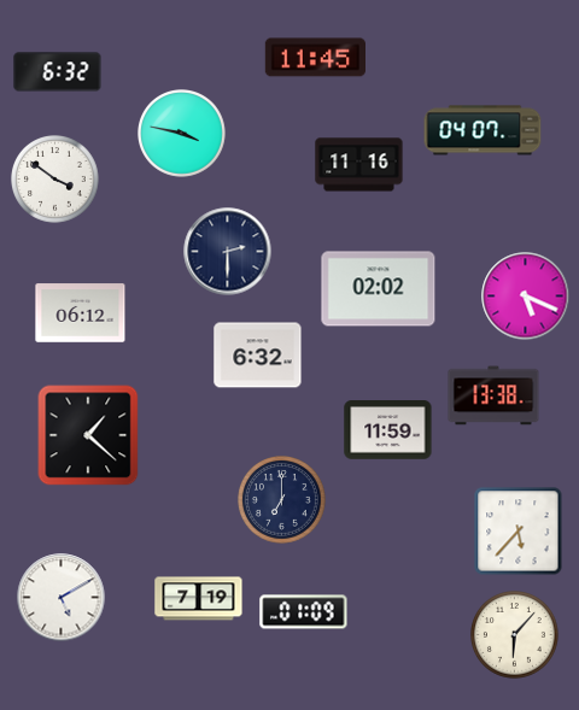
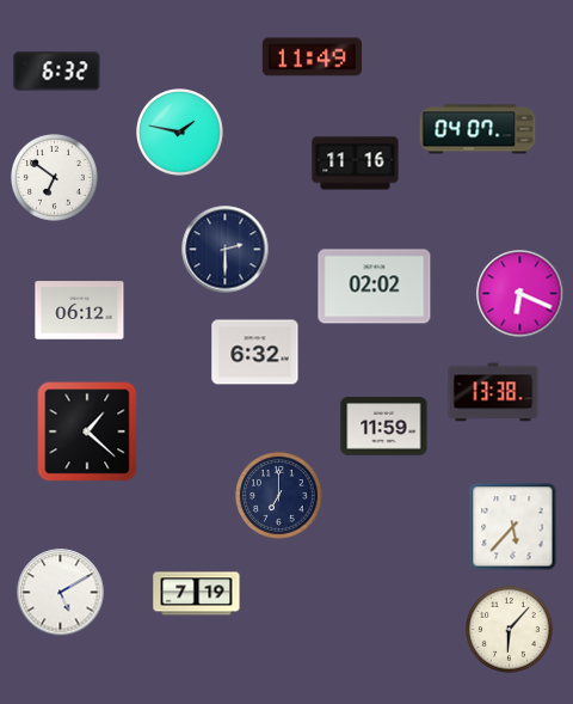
clock at (315, 58): 11:45 -> 11:49
clock at (182, 134): 3:47 -> 1:47
clock at (55, 180): 3:51 -> 6:51
clock at (526, 297): 5:19 -> 6:19
clock at (493, 395) position: (493, 395) -> (493, 392)
clock at (304, 612): 01:09 -> none
